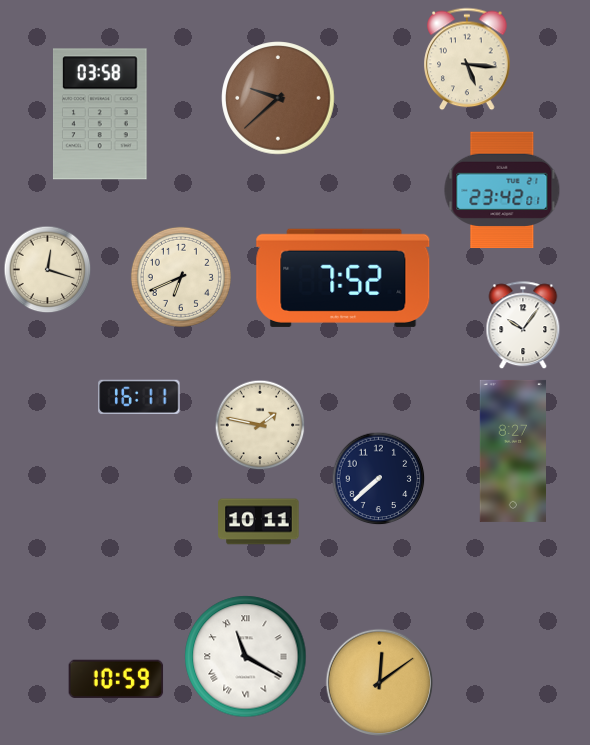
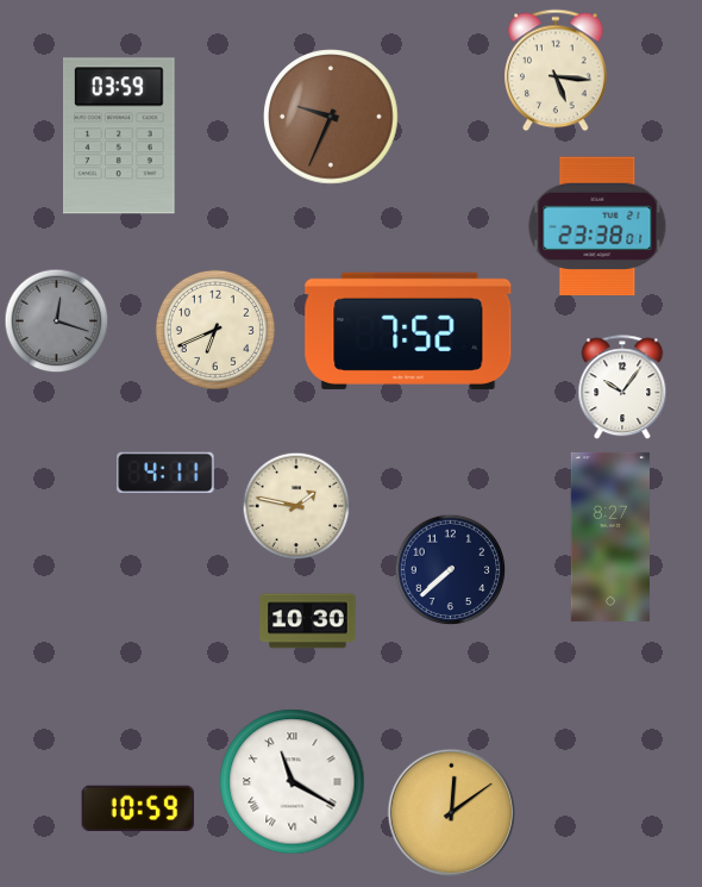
clock at (278, 98): 9:38 -> 9:34
clock at (100, 114): 03:58 -> 03:59
clock at (502, 190): 23:42 -> 23:38
clock at (48, 270) dial: cream -> grey
clock at (139, 396): 16:11 -> 4:11
clock at (260, 425) position: (260, 425) -> (296, 506)
clock at (259, 522): 10:11 -> 10:30
